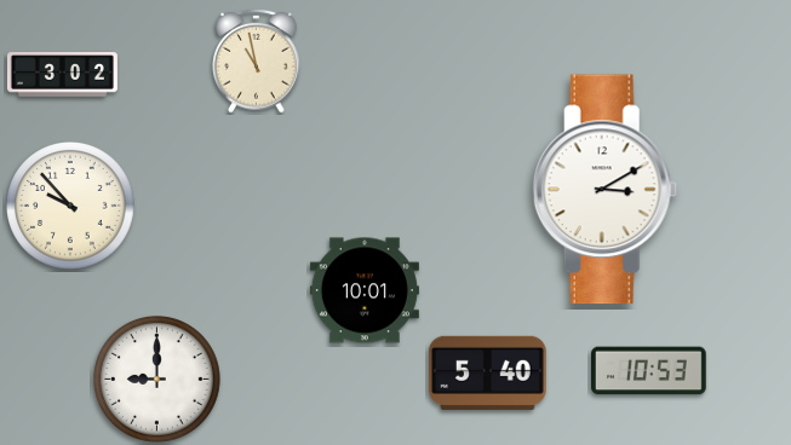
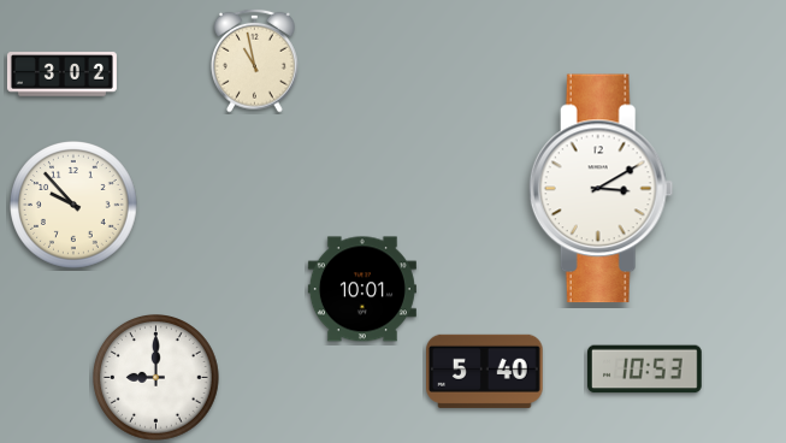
clock at (71, 207) position: (71, 207) -> (75, 206)
